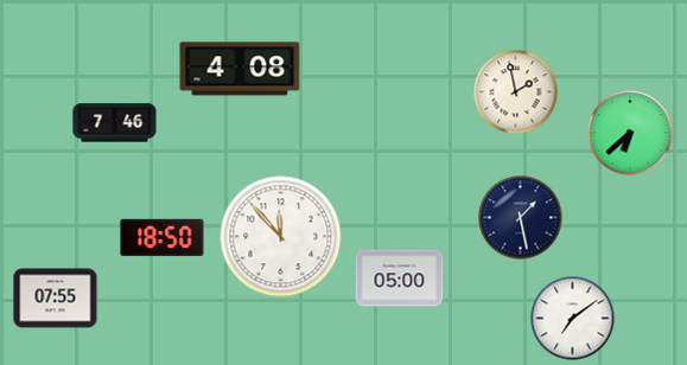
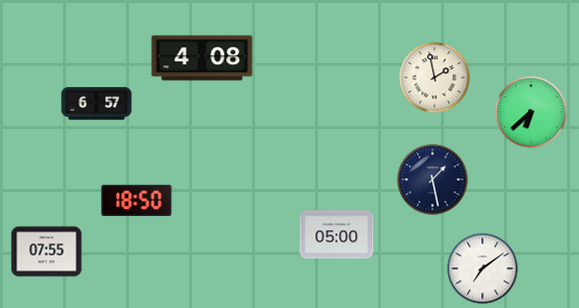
clock at (115, 123): 7:46 -> 6:57
clock at (521, 218) position: (521, 218) -> (433, 180)
clock at (281, 237): 11:53 -> none
